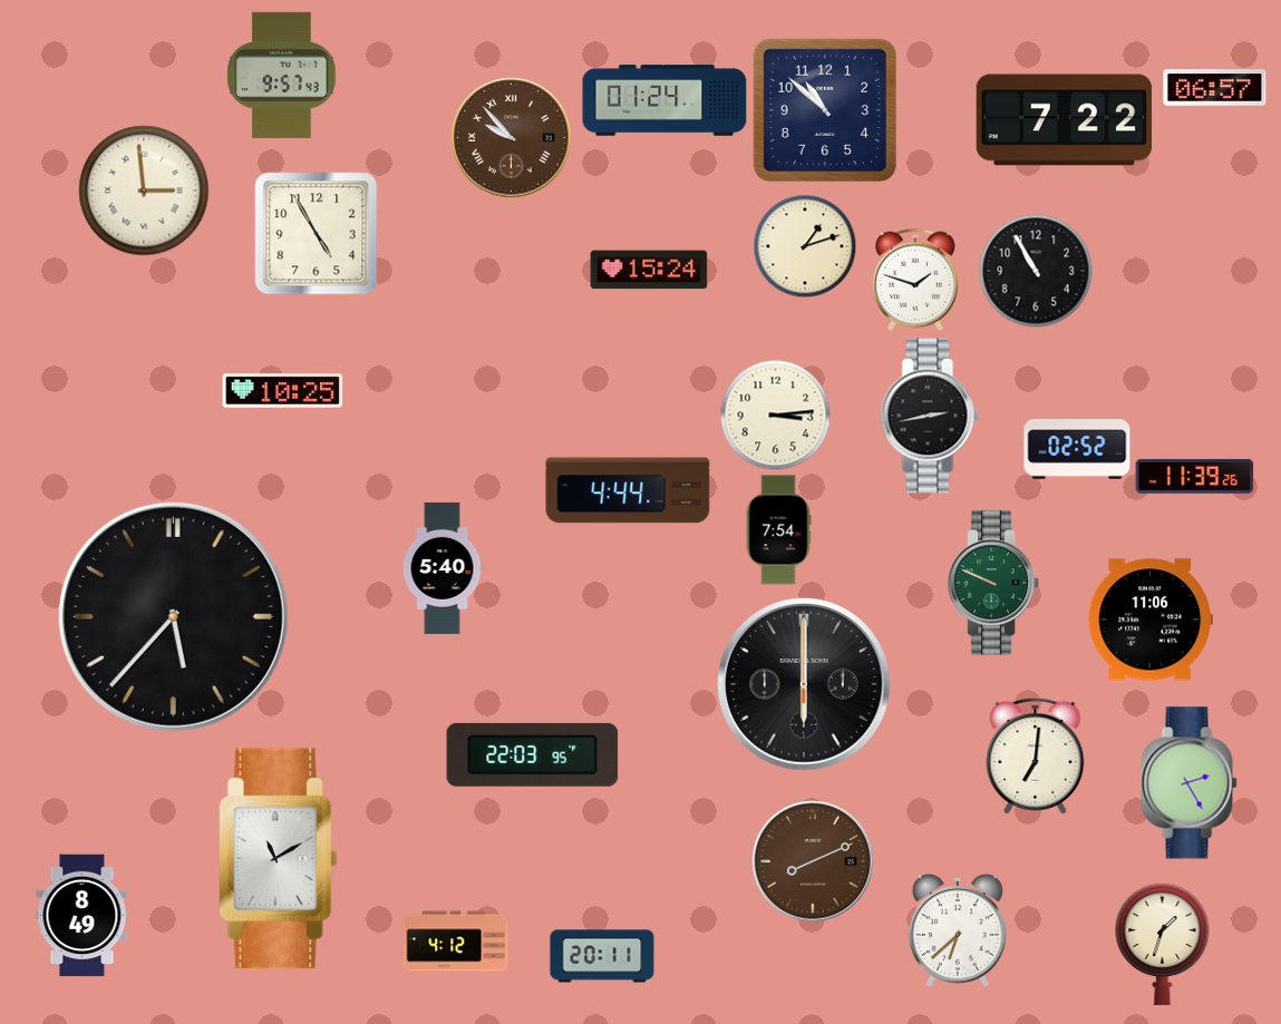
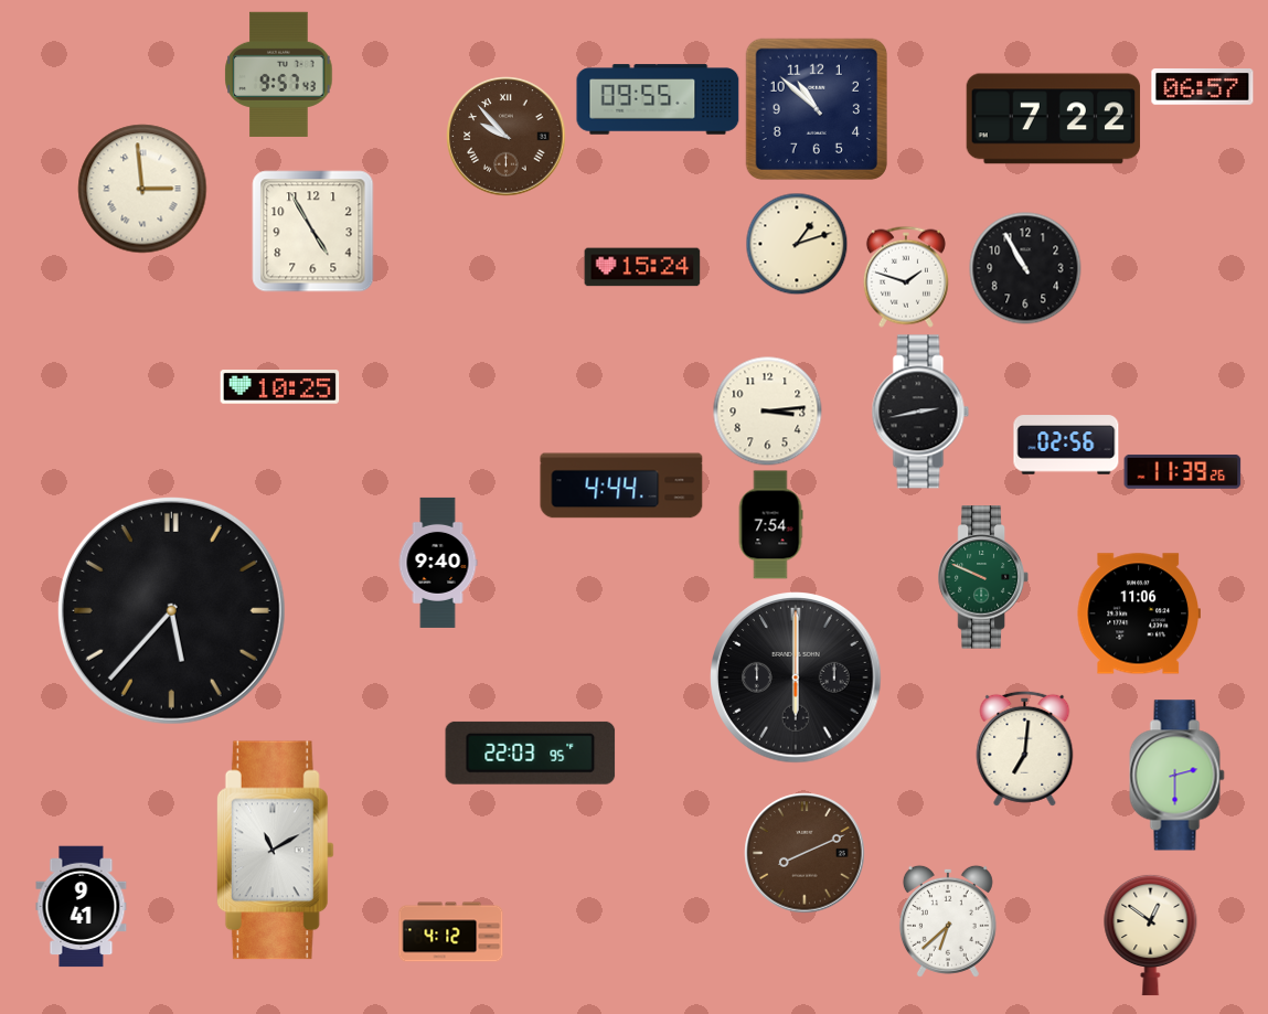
clock at (664, 100): 01:24 -> 09:55
clock at (1077, 449): 02:52 -> 02:56
clock at (443, 568): 5:40 -> 9:40
clock at (533, 754) position: (533, 754) -> (531, 753)
clock at (1190, 783): 2:25 -> 2:30
clock at (83, 916): 8:49 -> 9:41
clock at (1163, 944): 1:33 -> 12:51
clock at (602, 956): 20:11 -> none
